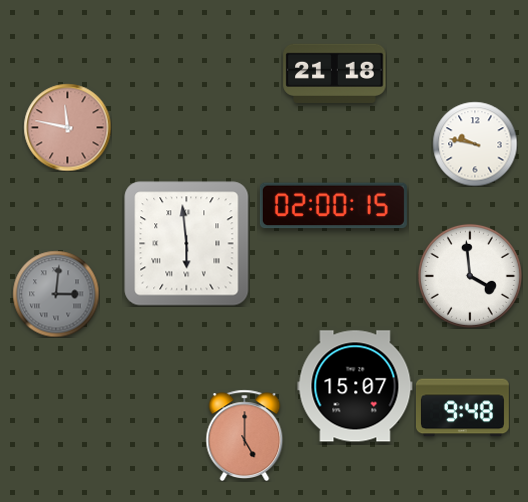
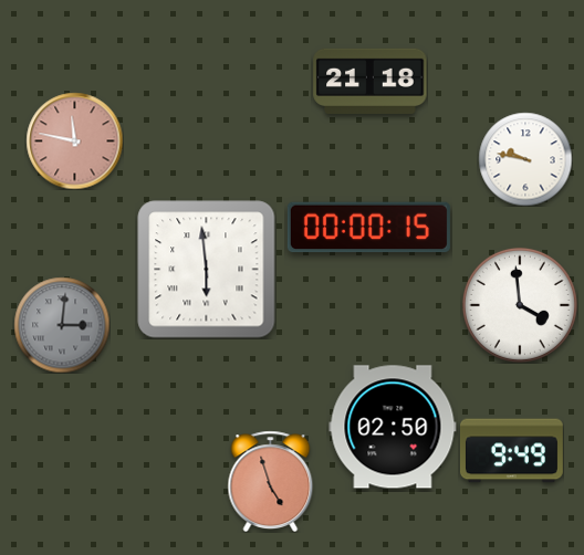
clock at (333, 206): 02:00 -> 00:00
clock at (355, 386): 15:07 -> 02:50
clock at (463, 408): 9:48 -> 9:49
clock at (245, 435): 5:00 -> 4:57
